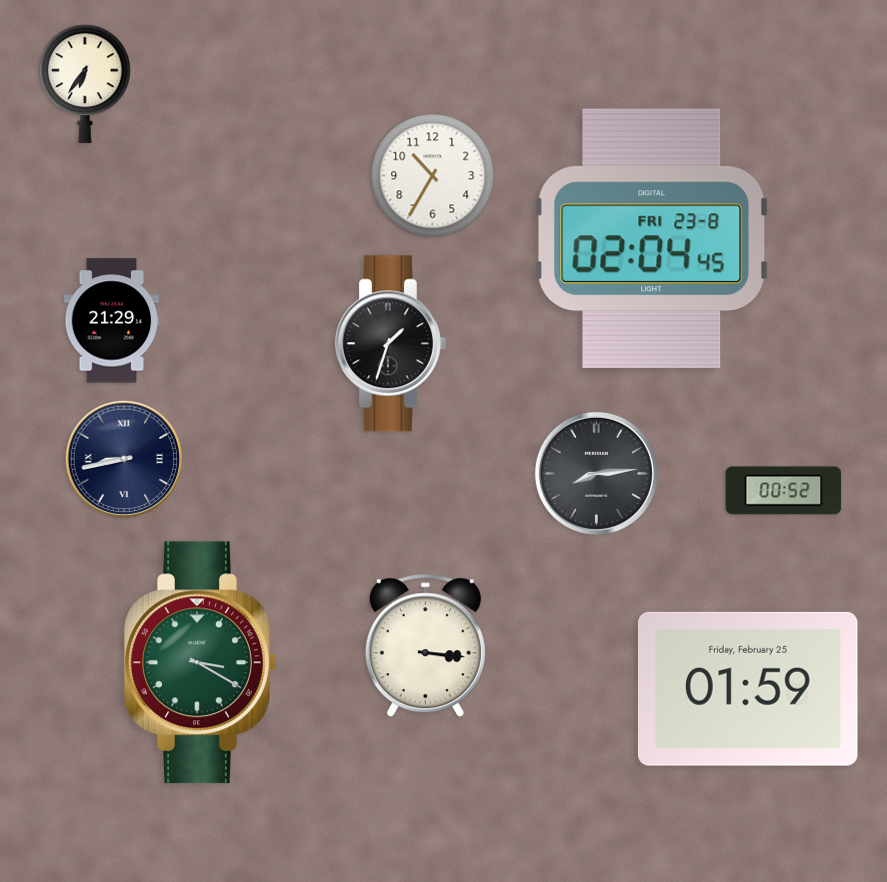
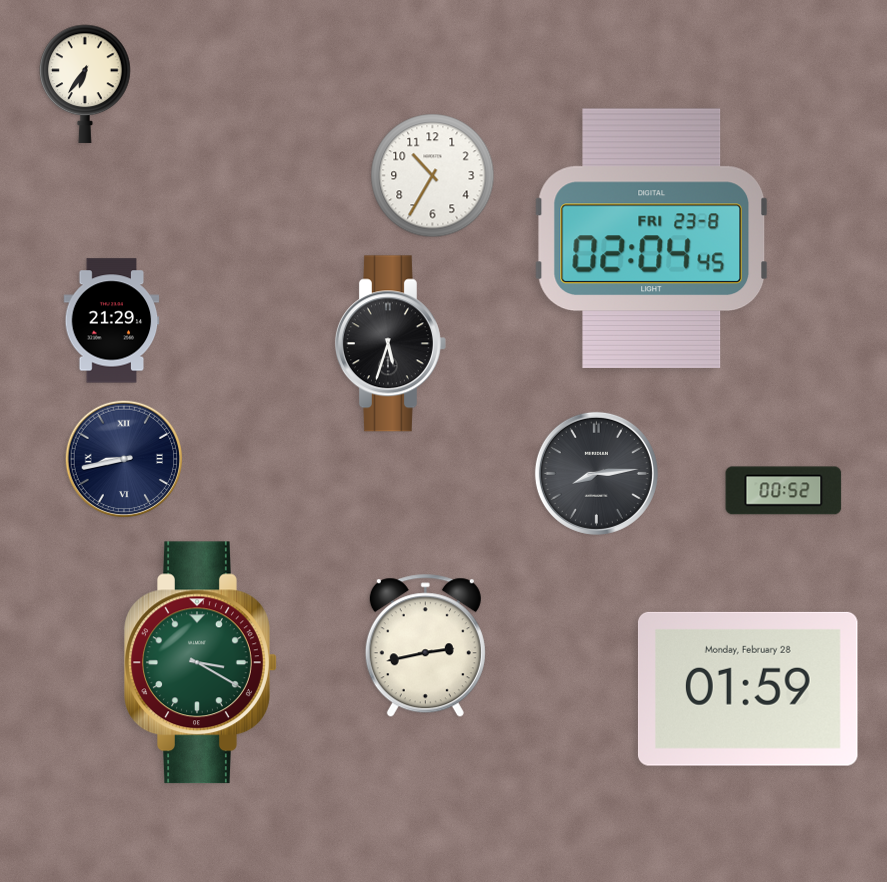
clock at (390, 344): 1:33 -> 5:33
clock at (425, 646): 3:16 -> 2:43
clock at (748, 689) date: Friday, February 25 -> Monday, February 28
